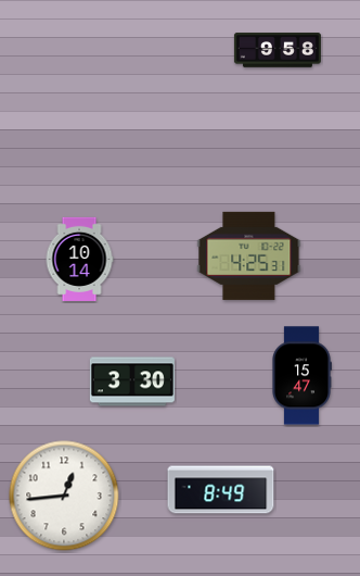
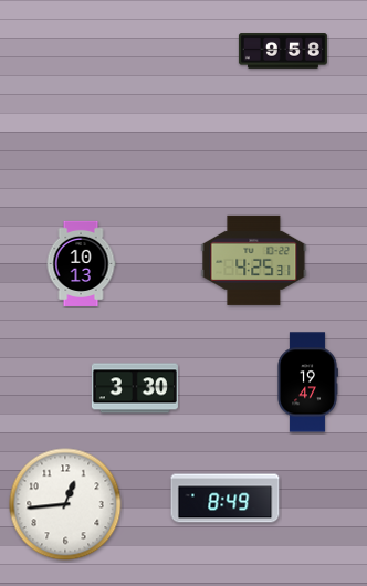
clock at (79, 259): 10:14 -> 10:13
clock at (303, 376): 15:47 -> 19:47
